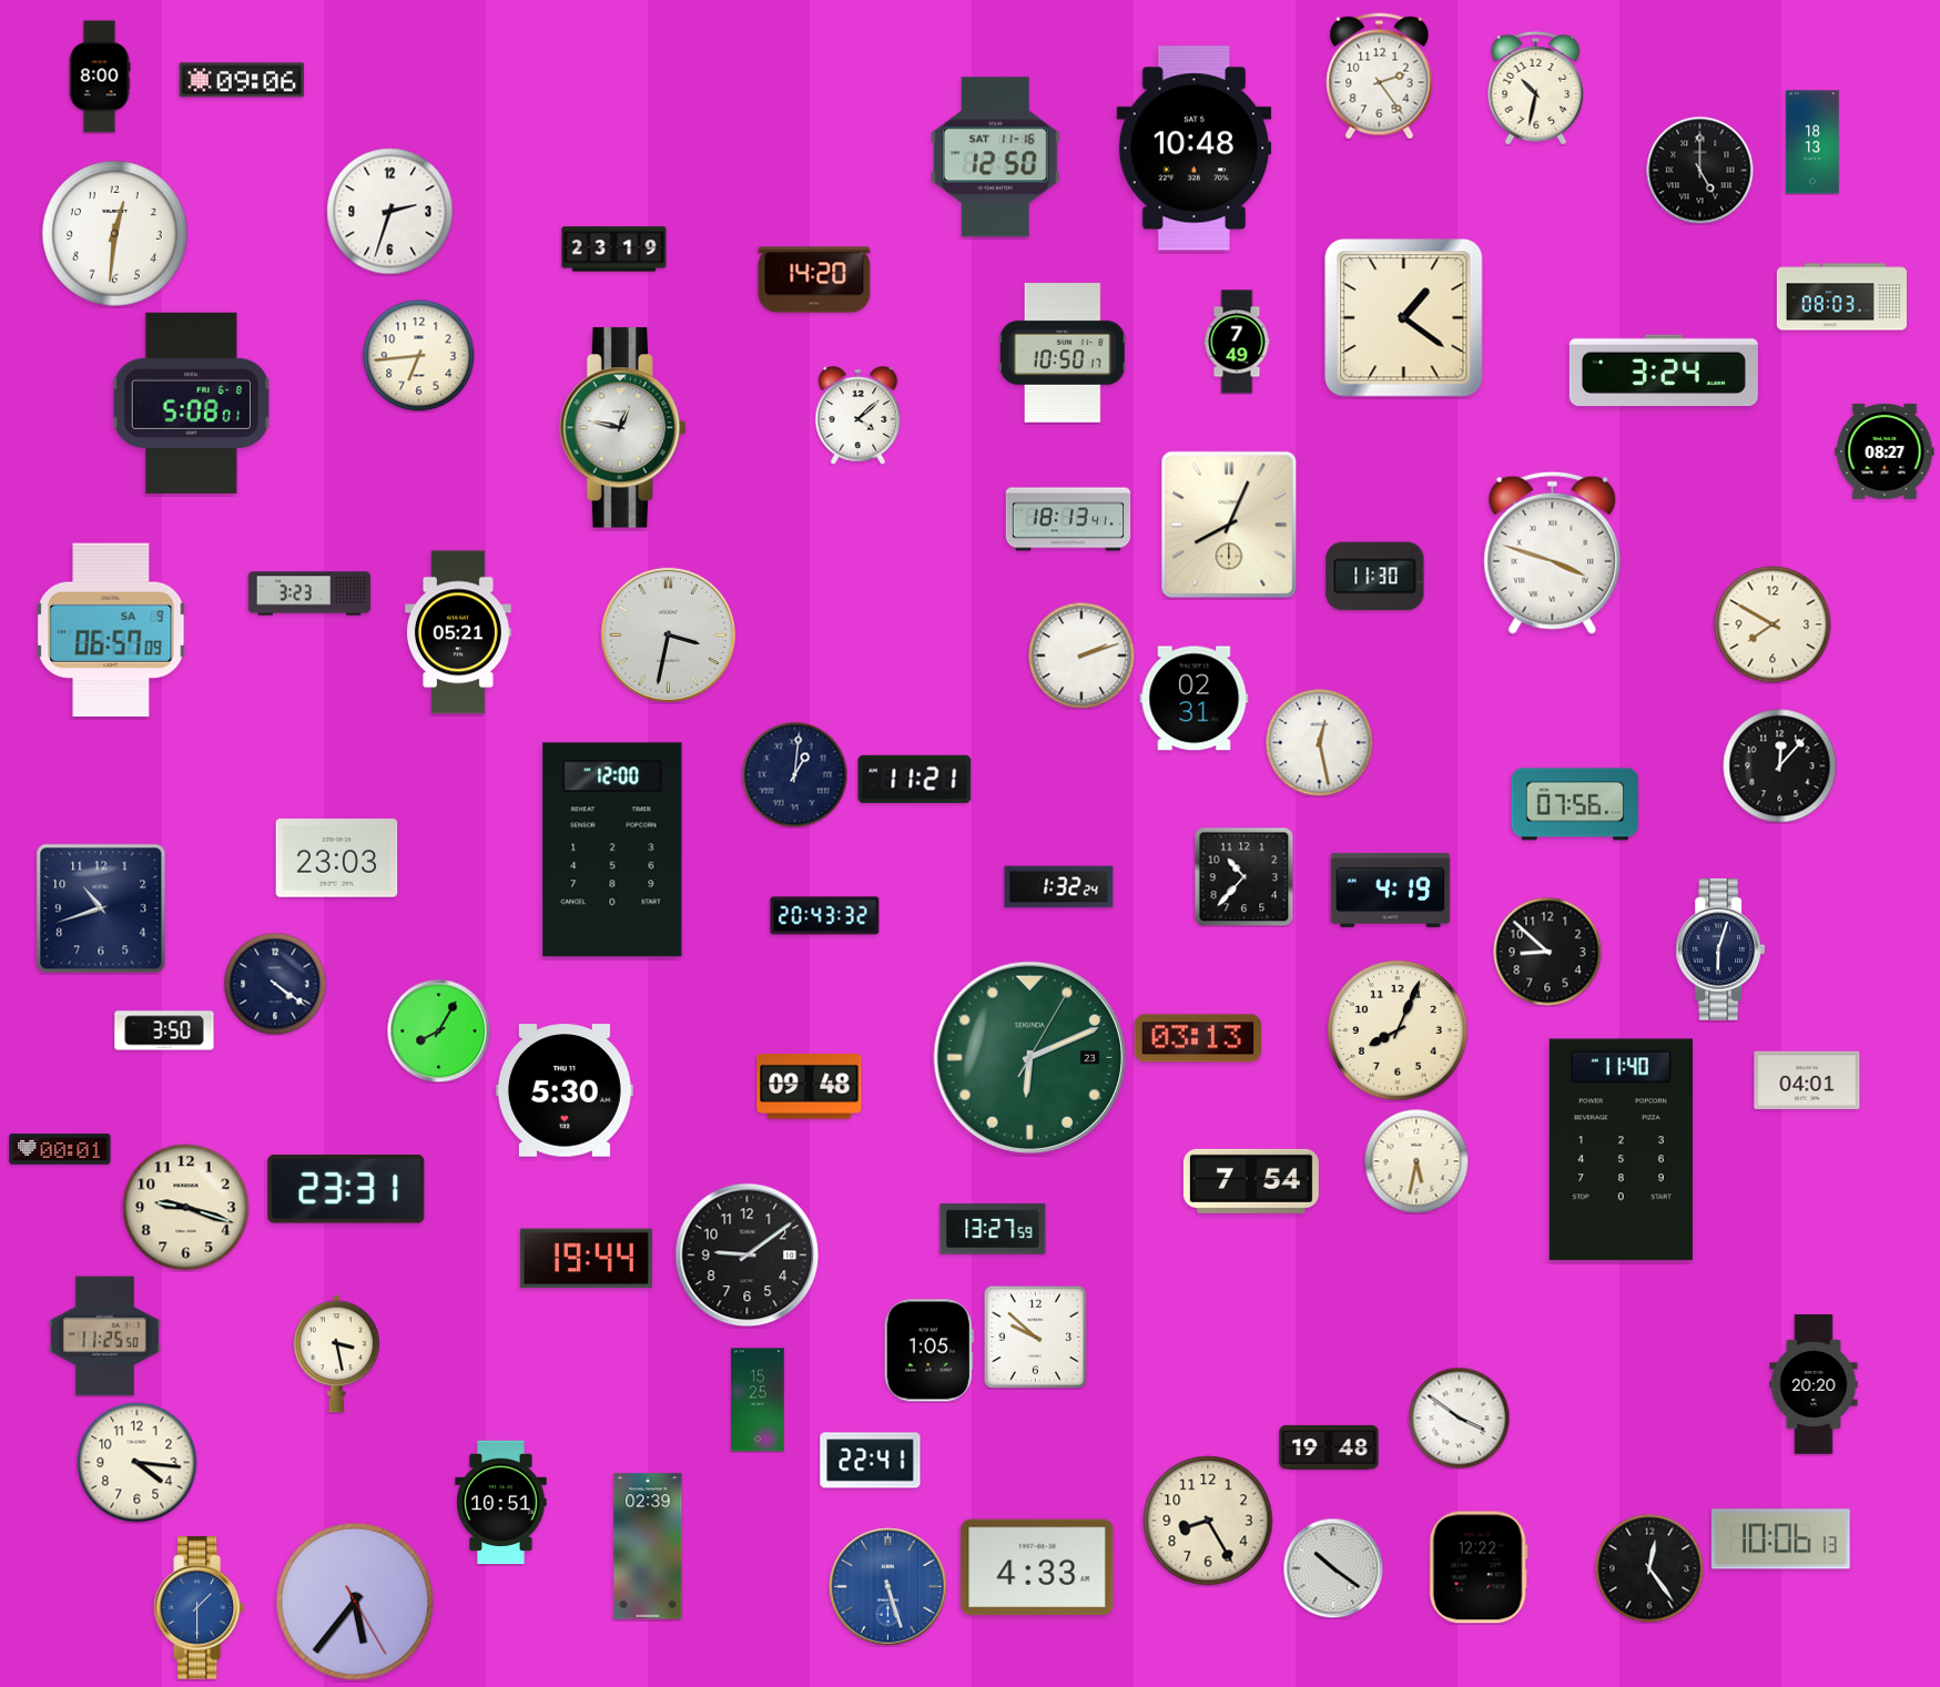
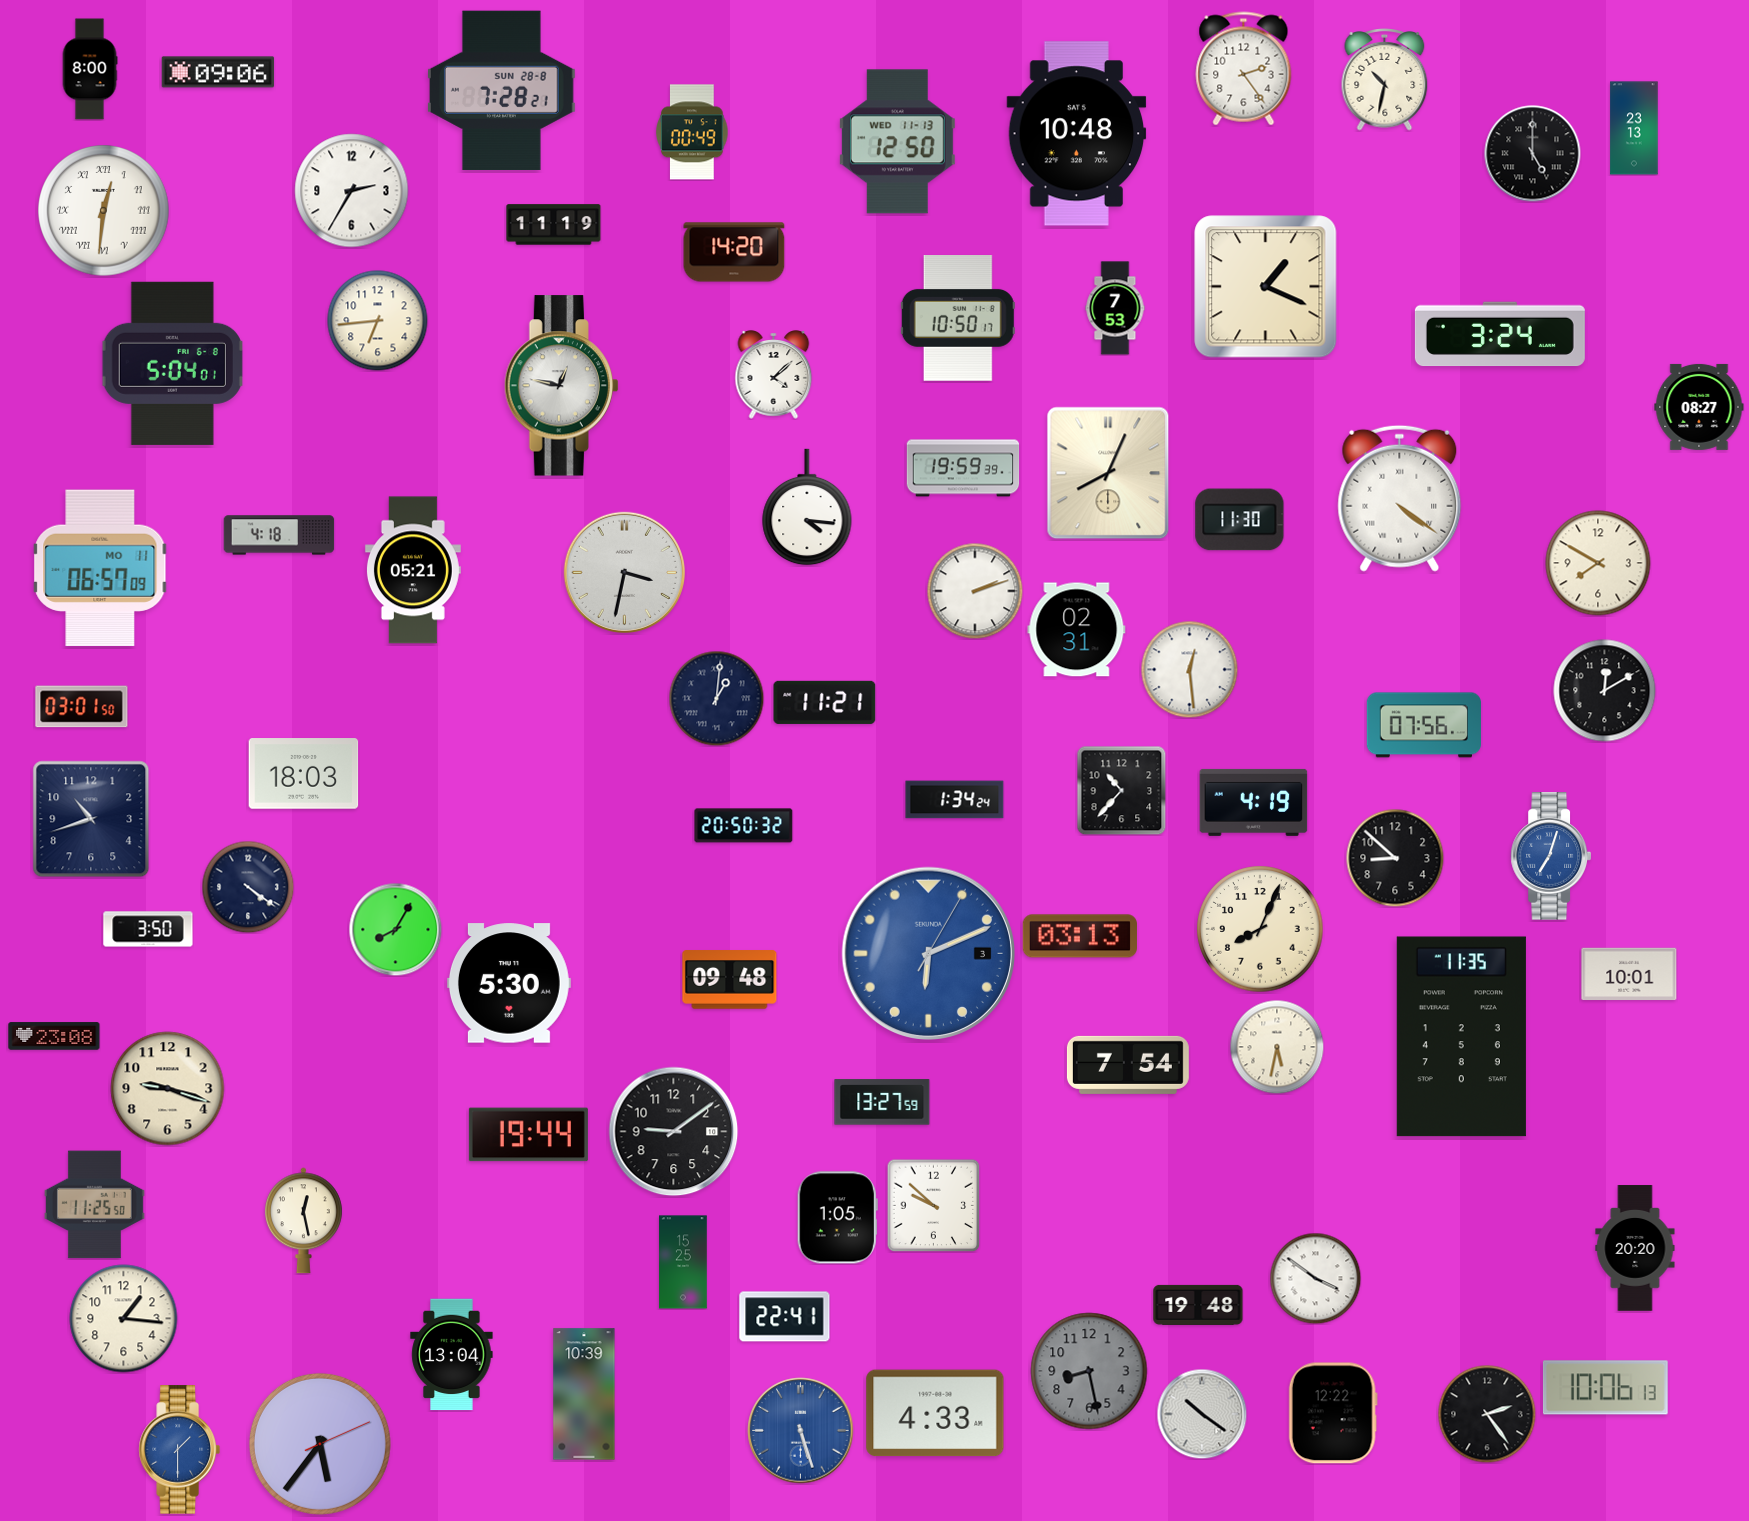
clock at (501, 90): none -> 7:28
clock at (1812, 142): 18:13 -> 23:13
clock at (692, 132): none -> 00:49
clock at (995, 157) date: SAT 11-16 -> WED 11-13
clock at (390, 212): 2:33 -> 2:35
clock at (115, 234) numerals: Arabic -> Roman
clock at (614, 250): 23:19 -> 11:19
clock at (1841, 297): 08:03 -> none
clock at (1404, 318): 1:21 -> 1:19
clock at (1237, 342): 7:49 -> 7:53
clock at (191, 403): 5:08 -> 5:04
clock at (1068, 519): 18:13 -> 19:59
clock at (1553, 552): 3:48 -> 4:21
clock at (807, 507): none -> 4:16
clock at (309, 593): 3:23 -> 4:18
clock at (111, 630) date: SA 9 -> MO 11
clock at (668, 634) position: (668, 634) -> (624, 572)
clock at (1319, 742): 12:28 -> 12:29
clock at (1780, 766): 12:07 -> 12:10
clock at (82, 707): none -> 03:01
clock at (1574, 804) position: (1574, 804) -> (1423, 725)
clock at (612, 850): 12:00 -> none
clock at (337, 858): 23:03 -> 18:03
clock at (1059, 887): 1:32 -> 1:34
clock at (825, 916): 20:43 -> 20:50
clock at (1719, 949): 6:03 -> 7:03
clock at (1719, 949) dial: navy -> blue
clock at (1029, 1057) date: 23 -> 3
clock at (1029, 1057) dial: green -> blue
clock at (1807, 1080): 04:01 -> 10:01
clock at (60, 1149): 00:01 -> 23:08
clock at (1621, 1150): 11:40 -> 11:35
clock at (346, 1190): 23:31 -> none
clock at (993, 1229) position: (993, 1229) -> (882, 1102)
clock at (336, 1354): 3:28 -> 12:28
clock at (138, 1463): 4:16 -> 1:16
clock at (501, 1503): 10:51 -> 13:04
clock at (1208, 1521): 8:25 -> 8:28
clock at (1208, 1521) dial: cream -> grey
clock at (648, 1546): 02:39 -> 10:39
clock at (1649, 1568): 12:24 -> 2:24
clock at (355, 1602): 5:36:25 -> 5:36:11
